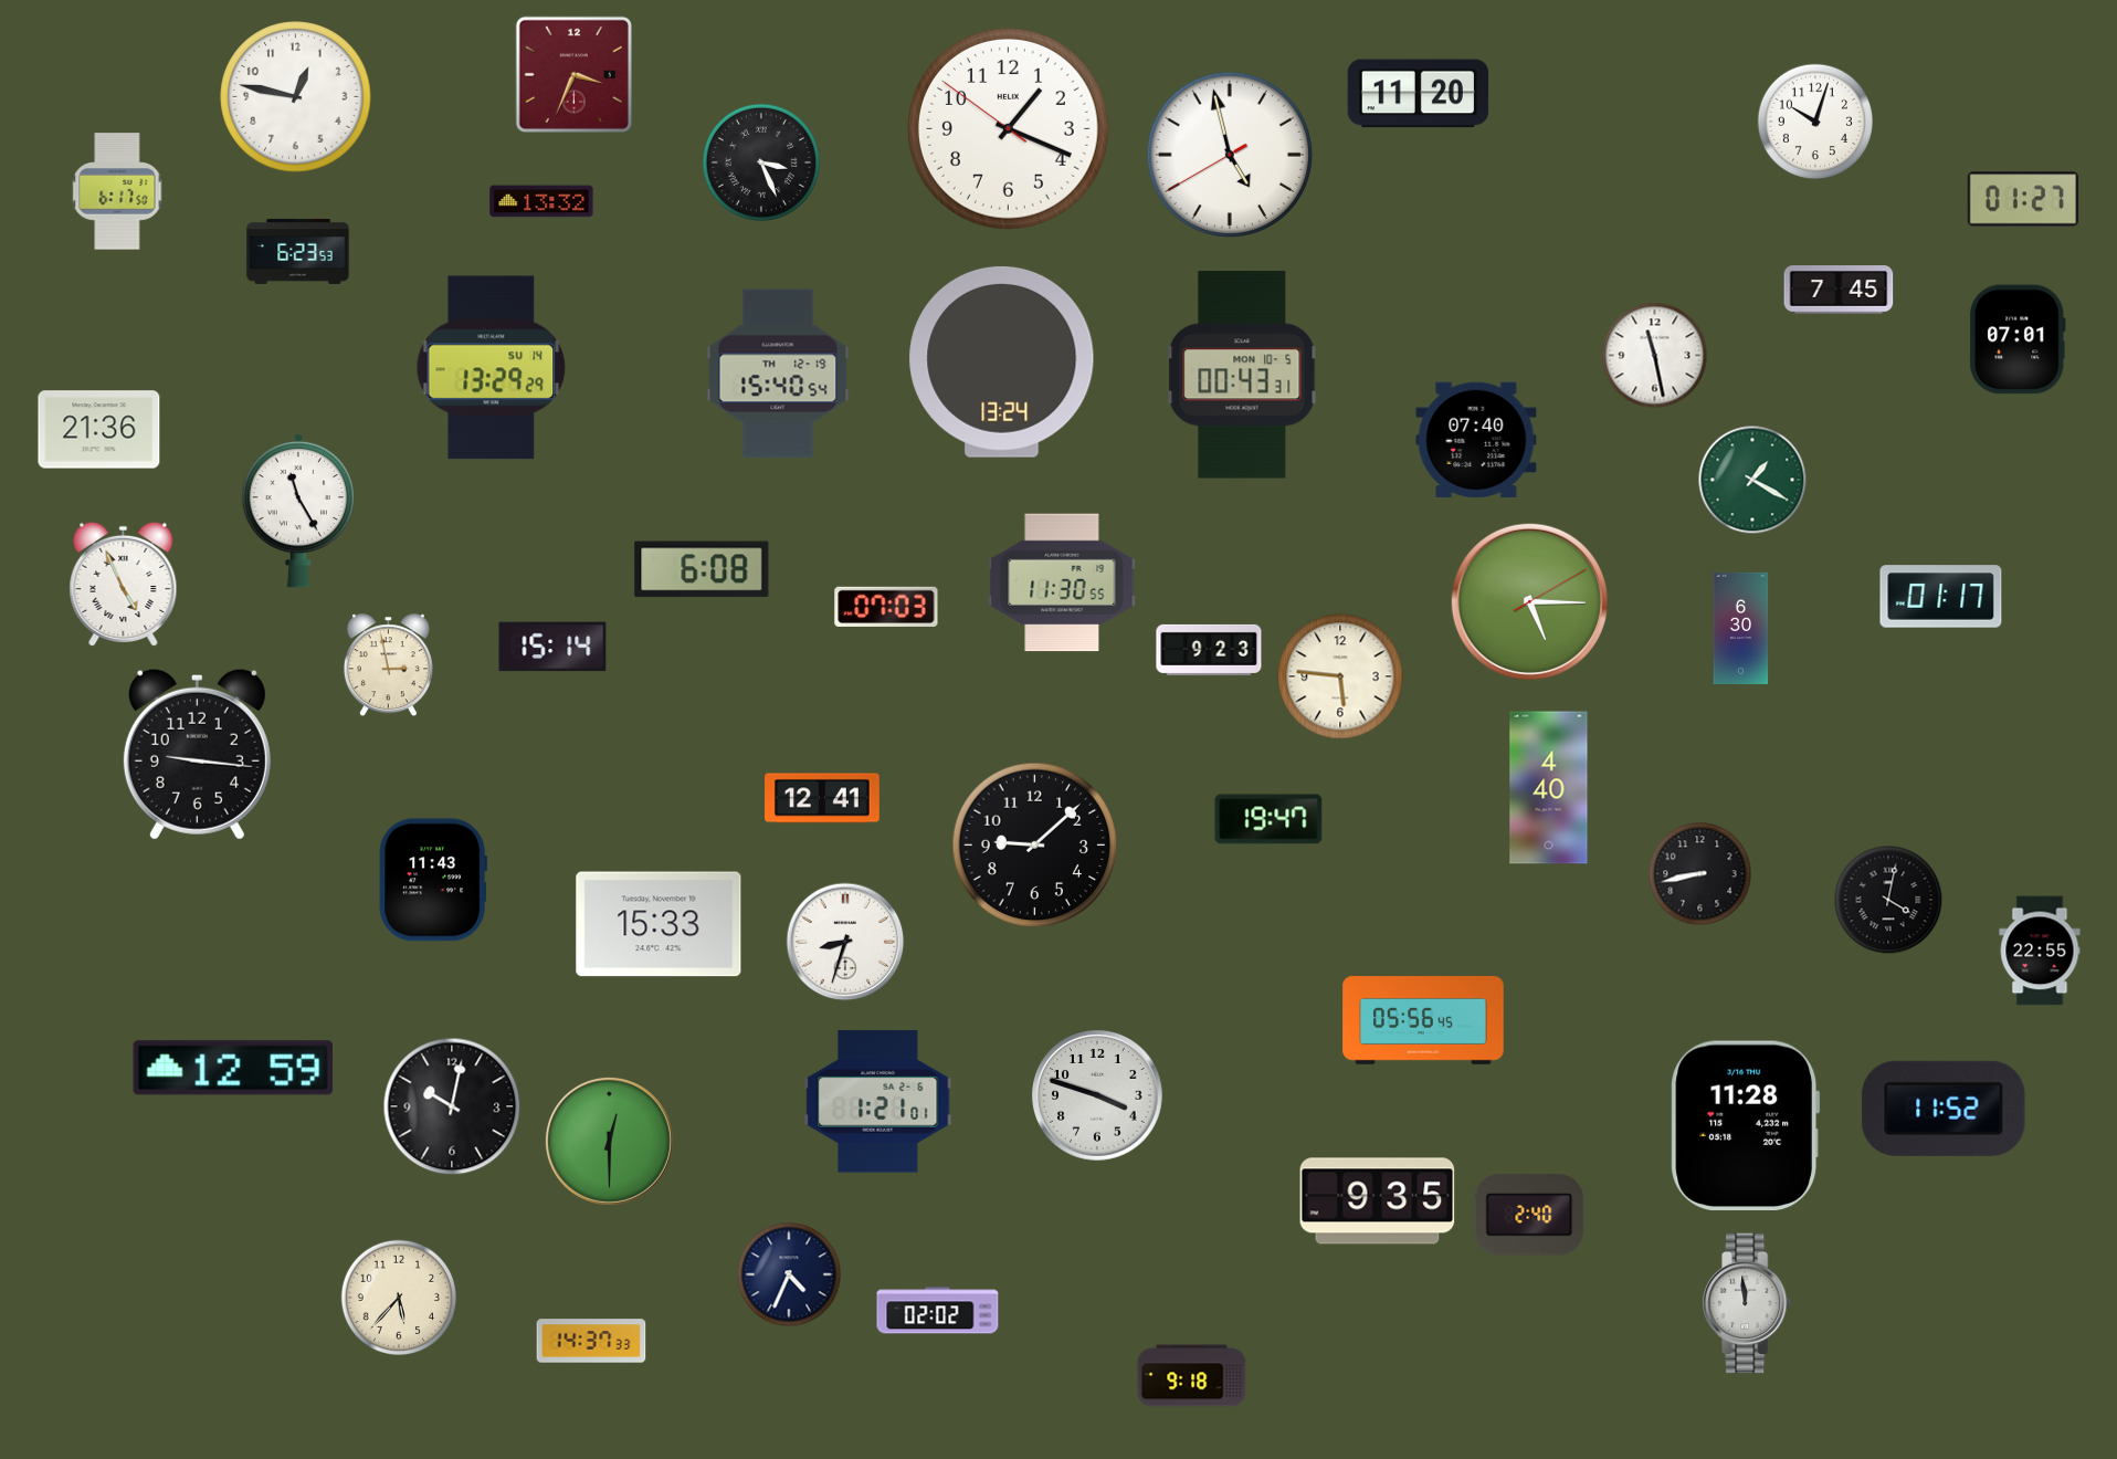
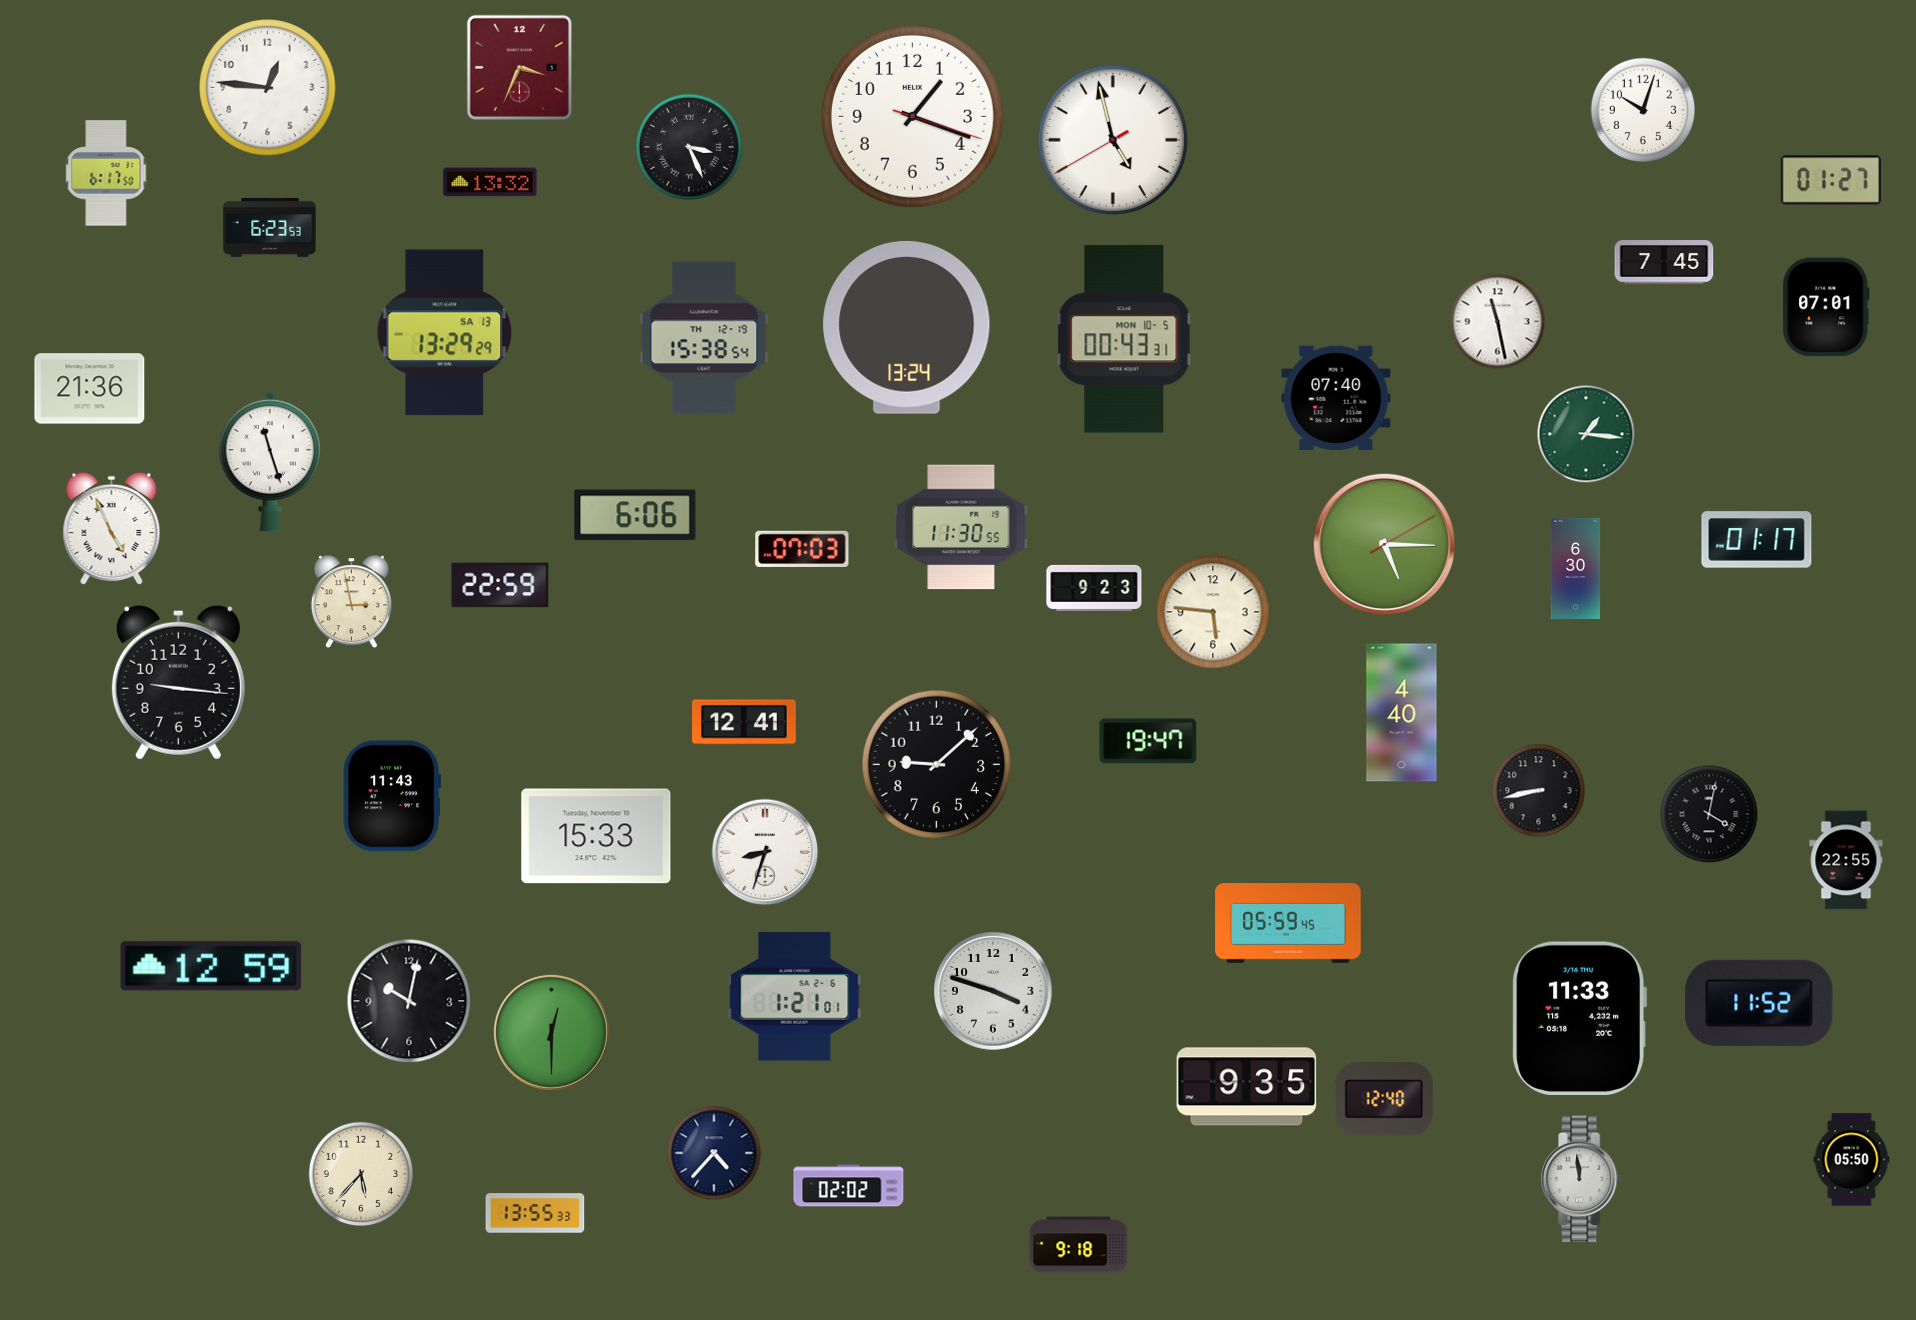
clock at (1418, 94): 11:20 -> none
clock at (296, 97): 12:47 -> 12:46
clock at (1008, 128): 1:18:51 -> 1:18:18
clock at (492, 368) date: SU 14 -> SA 13
clock at (778, 374): 15:40 -> 15:38
clock at (1752, 480): 1:20 -> 1:16
clock at (298, 511): 11:25 -> 11:27
clock at (702, 569): 6:08 -> 6:06
clock at (552, 647): 15:14 -> 22:59
clock at (1423, 1020): 05:56 -> 05:59
clock at (1746, 1125): 11:28 -> 11:33
clock at (1529, 1215): 2:40 -> 12:40
clock at (789, 1274): 4:34 -> 4:37
clock at (1852, 1160): none -> 05:50
clock at (591, 1341): 14:37 -> 13:55
